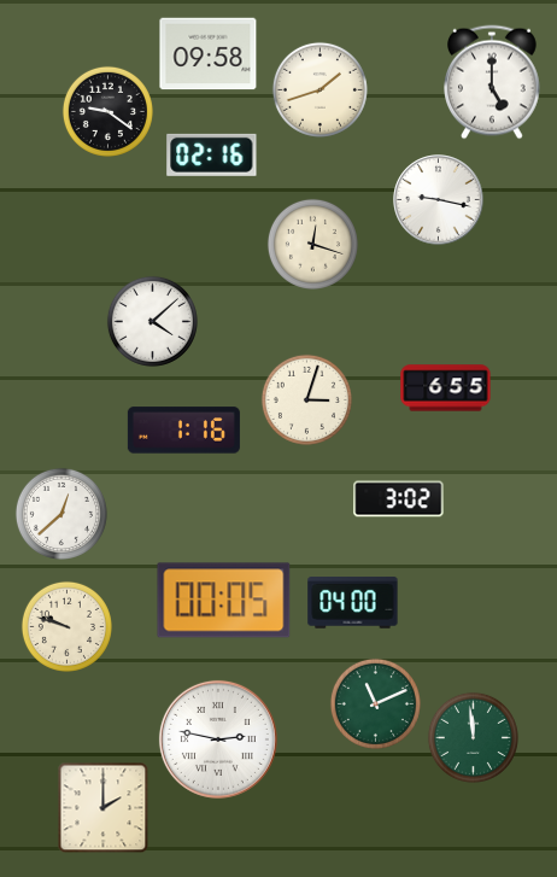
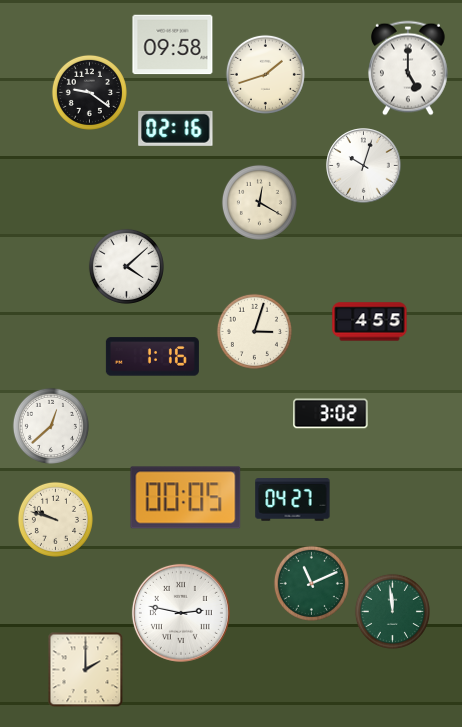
clock at (439, 200): 9:17 -> 10:03
clock at (312, 244): 12:18 -> 12:20
clock at (446, 388): 6:55 -> 4:55
clock at (353, 603): 04:00 -> 04:27
